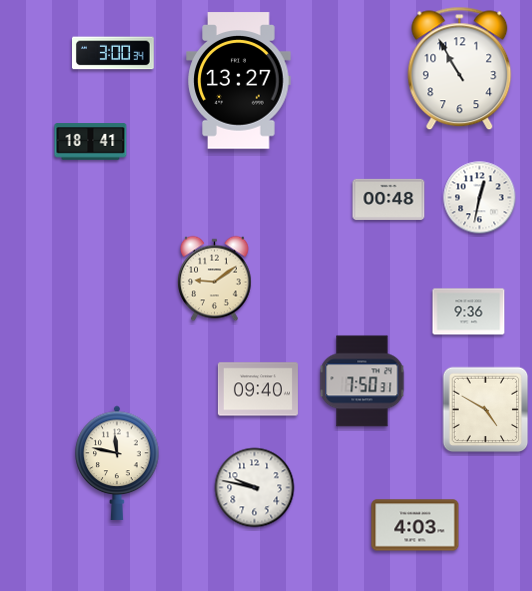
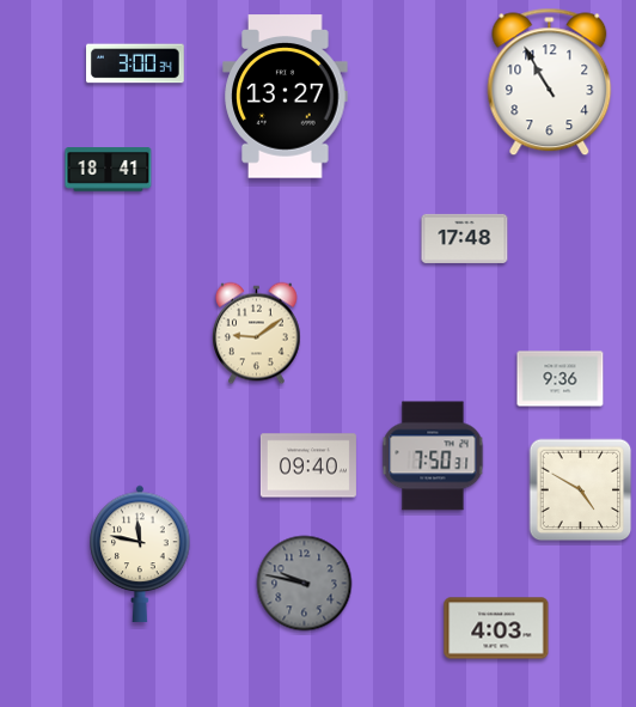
clock at (480, 198): 12:32 -> none
clock at (389, 199): 00:48 -> 17:48
clock at (469, 312) position: (469, 312) -> (561, 379)
clock at (255, 488) dial: white -> grey
